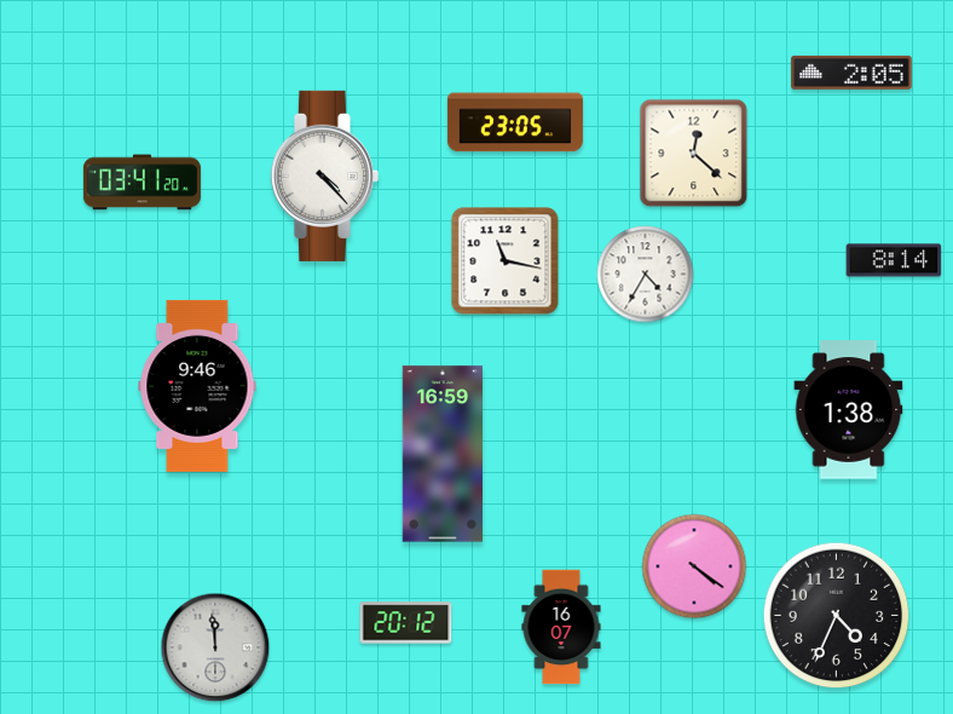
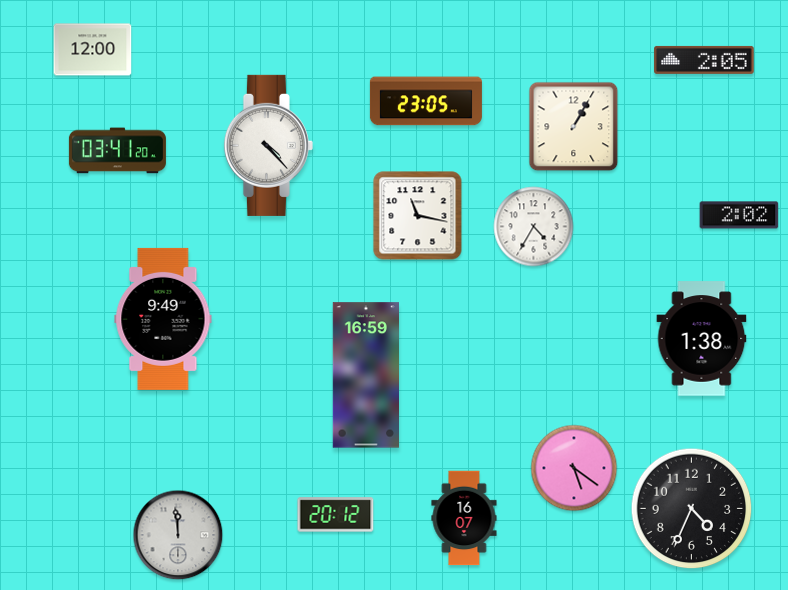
clock at (93, 50): none -> 12:00
clock at (694, 154): 12:22 -> 1:05
clock at (894, 260): 8:14 -> 2:02
clock at (197, 386): 9:46 -> 9:49
clock at (694, 566): 4:21 -> 5:21
